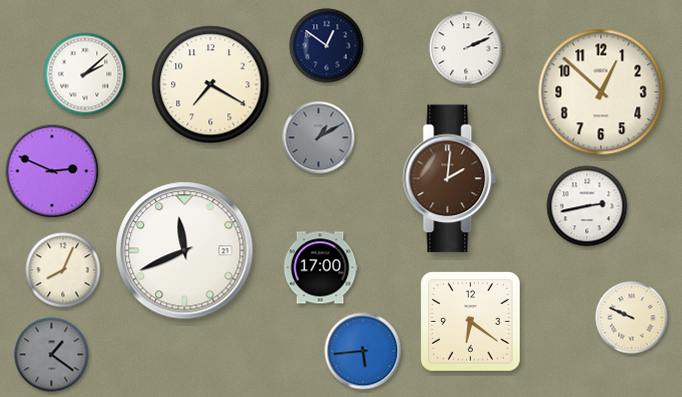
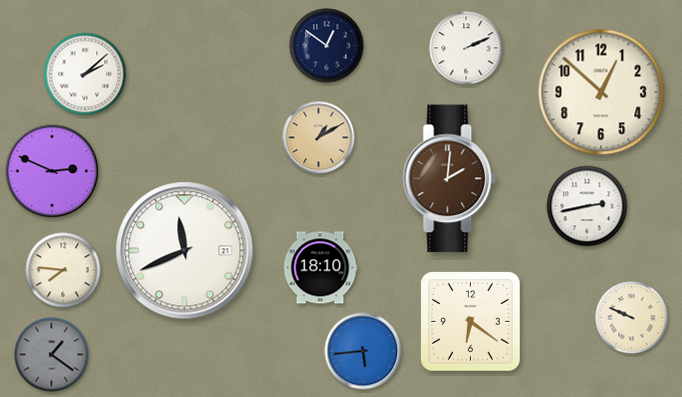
clock at (211, 85): 7:20 -> none
clock at (319, 138) dial: grey -> champagne
clock at (320, 268): 17:00 -> 18:10
clock at (63, 270): 8:04 -> 7:46
